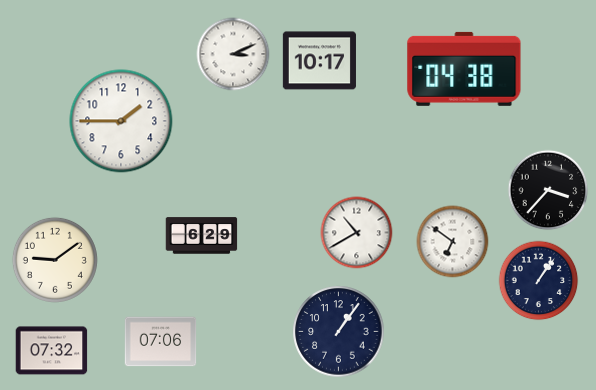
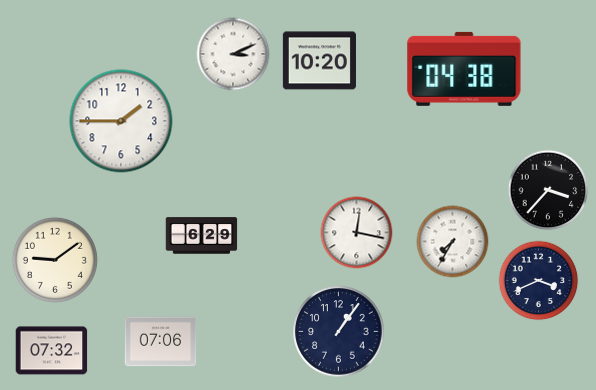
clock at (319, 61): 10:17 -> 10:20
clock at (357, 233): 10:40 -> 12:17
clock at (453, 242): 6:51 -> 7:35
clock at (539, 281): 1:06 -> 3:41
